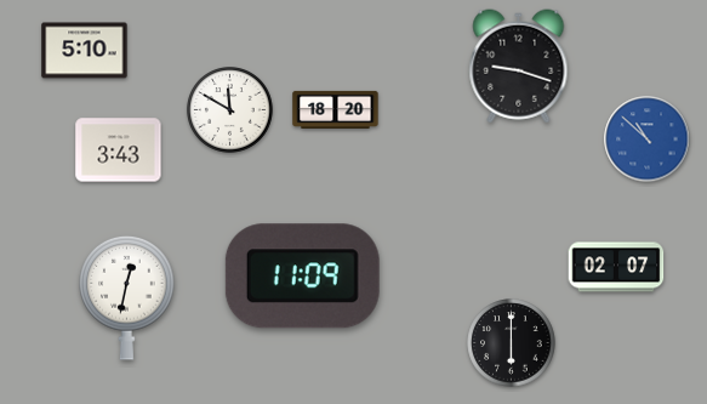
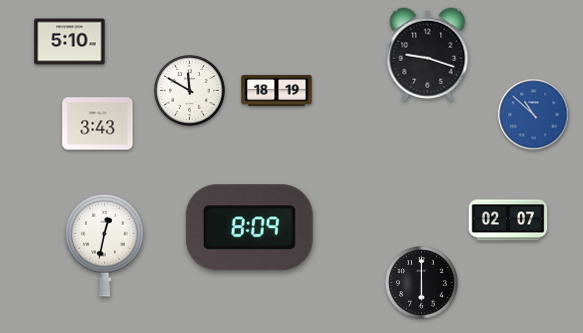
clock at (336, 109): 18:20 -> 18:19
clock at (302, 277): 11:09 -> 8:09
